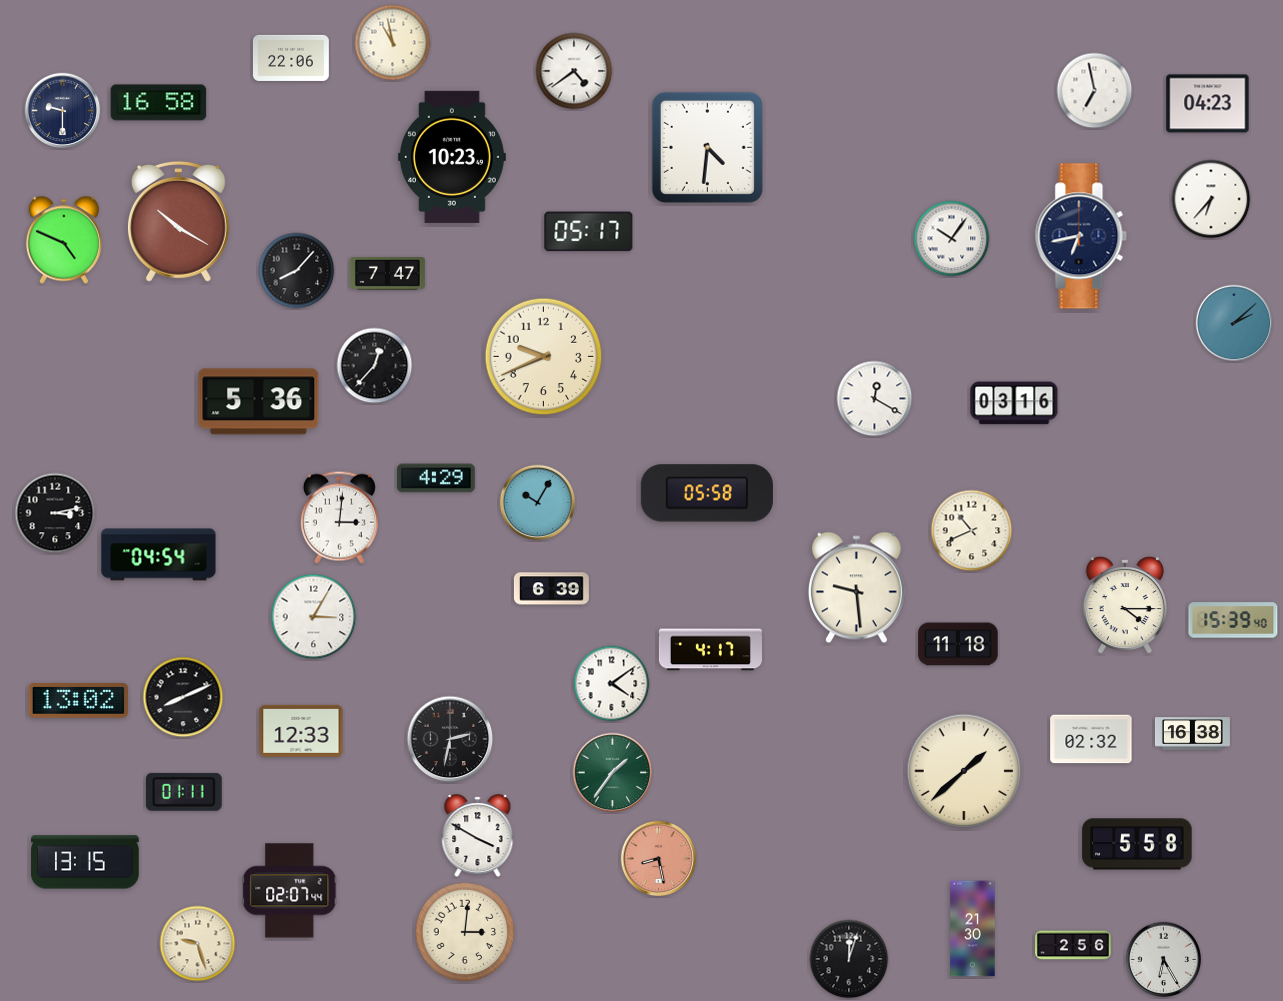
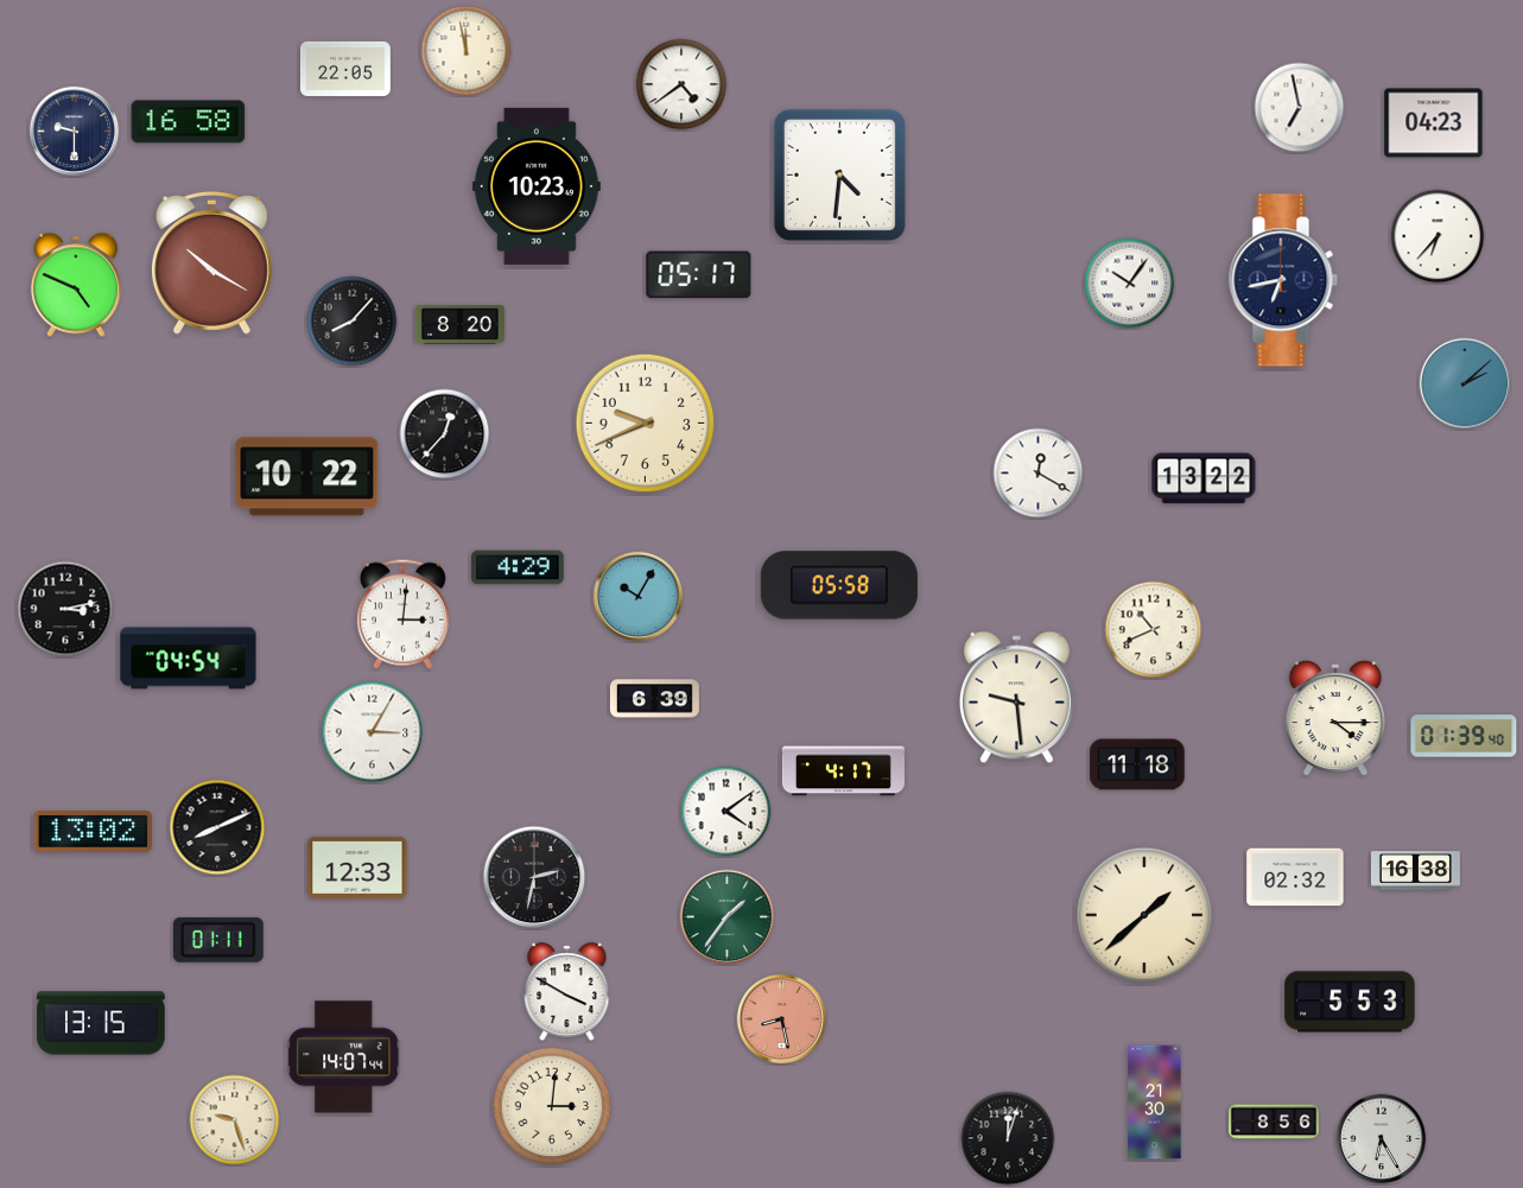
clock at (393, 43): 10:58 -> 11:58
clock at (291, 58): 22:06 -> 22:05
clock at (387, 274): 7:47 -> 8:20
clock at (259, 402): 5:36 -> 10:22
clock at (1014, 403): 03:16 -> 13:22
clock at (1233, 620): 15:39 -> 01:39
clock at (1137, 844): 5:58 -> 5:53
clock at (290, 891): 02:07 -> 14:07
clock at (1074, 945): 2:56 -> 8:56
